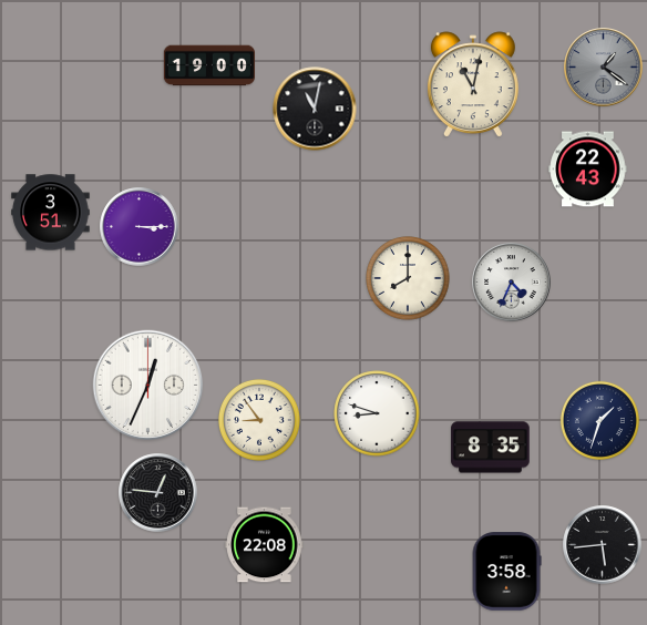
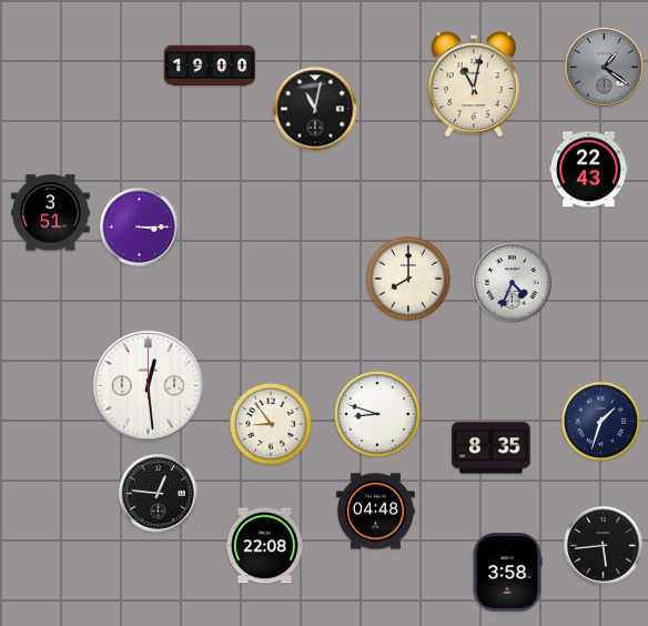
clock at (148, 386): 12:34 -> 12:29
clock at (259, 420) position: (259, 420) -> (271, 424)
clock at (376, 512): none -> 04:48
